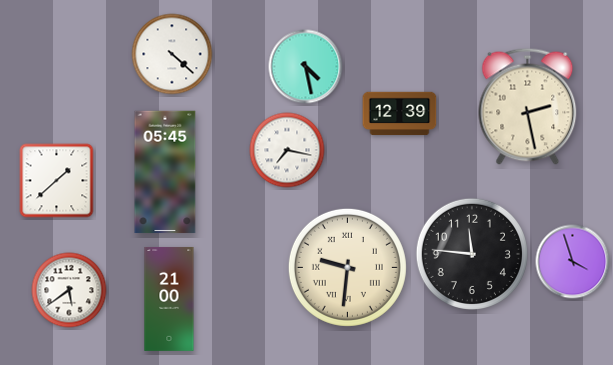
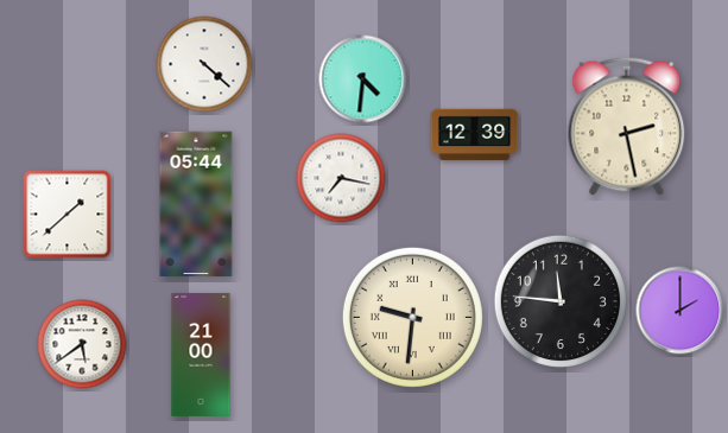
clock at (306, 67): 4:28 -> 4:31
clock at (165, 172): 05:45 -> 05:44
clock at (573, 262): 3:57 -> 2:00
